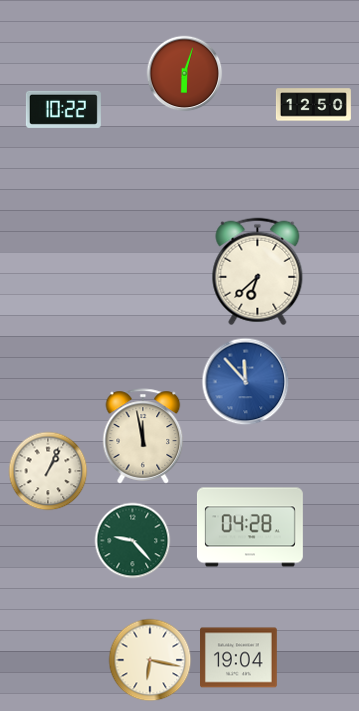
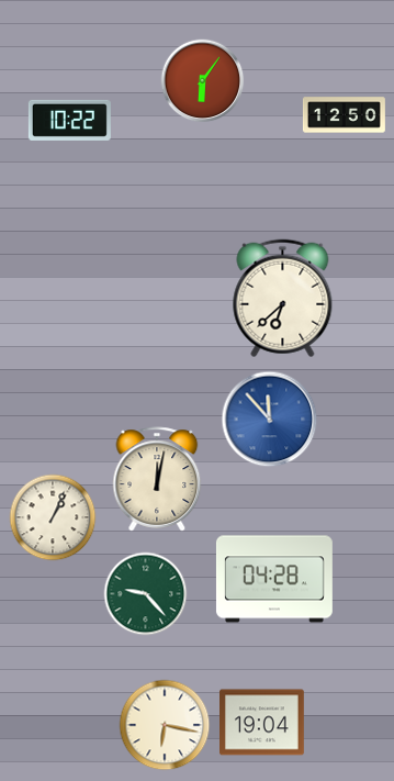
clock at (185, 74): 6:03 -> 6:06
clock at (143, 436): 11:58 -> 12:02
